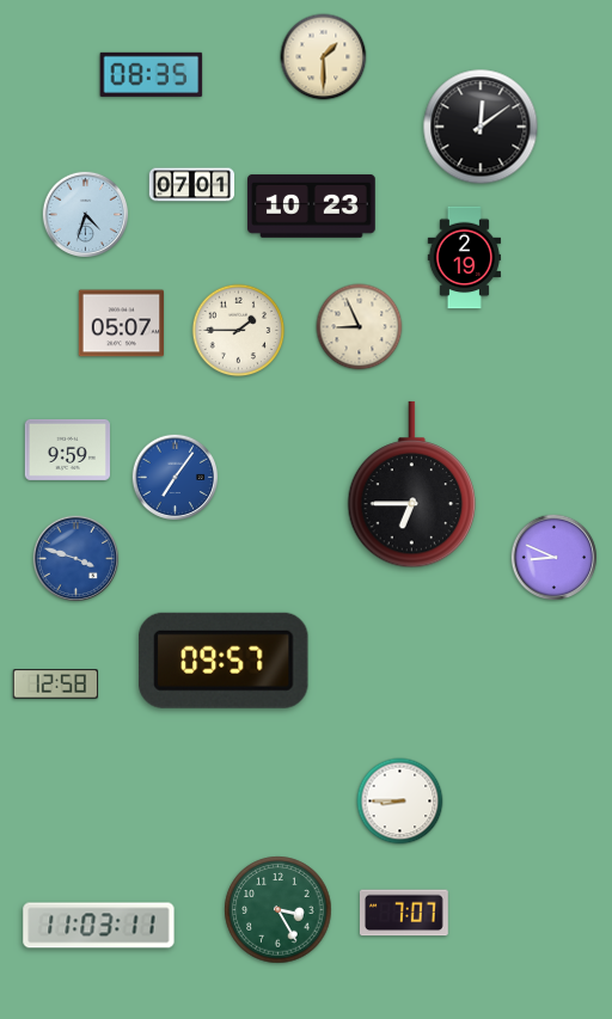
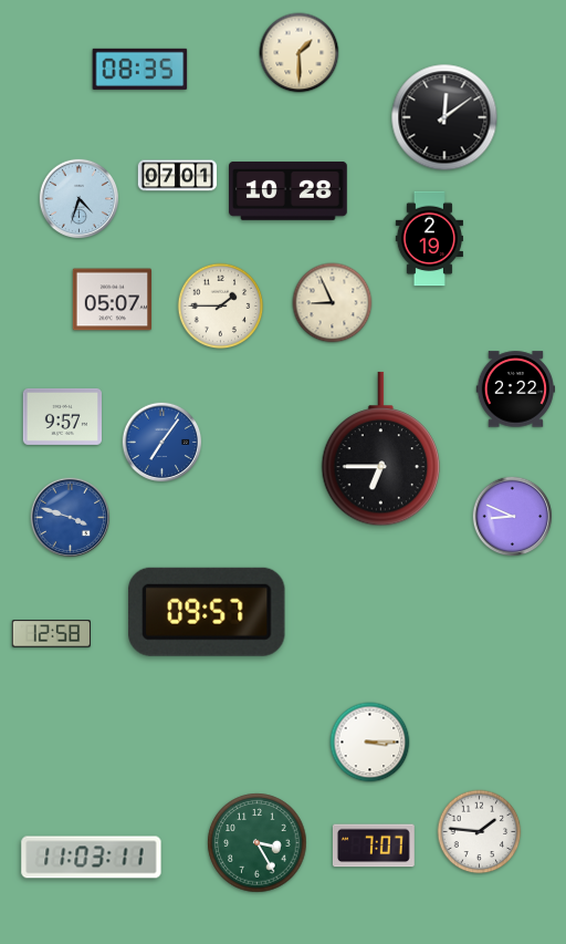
clock at (192, 185) position: (192, 185) -> (178, 176)
clock at (312, 205): 10:23 -> 10:28
clock at (516, 390): none -> 2:22
clock at (67, 449): 9:59 -> 9:57
clock at (400, 802): 8:45 -> 3:15
clock at (480, 832): none -> 1:46
